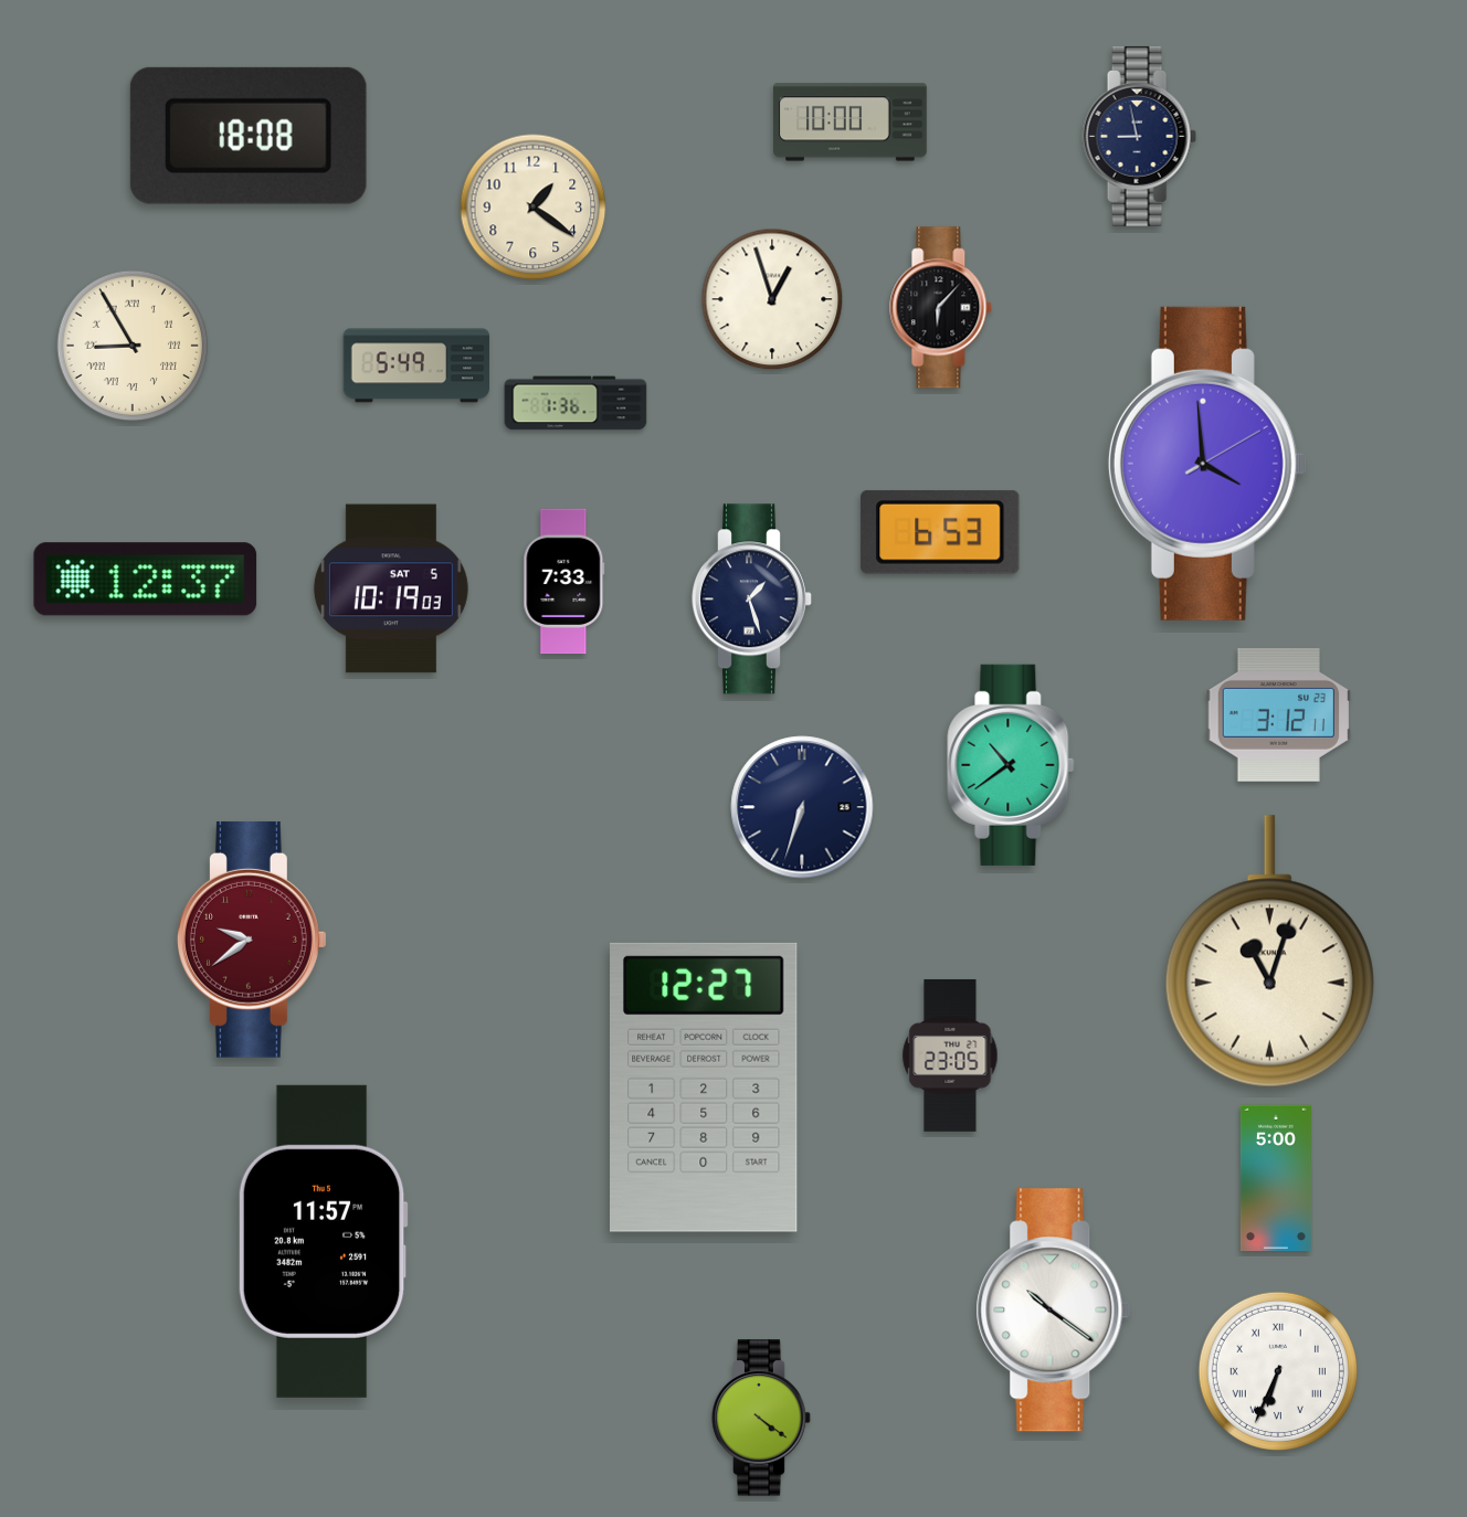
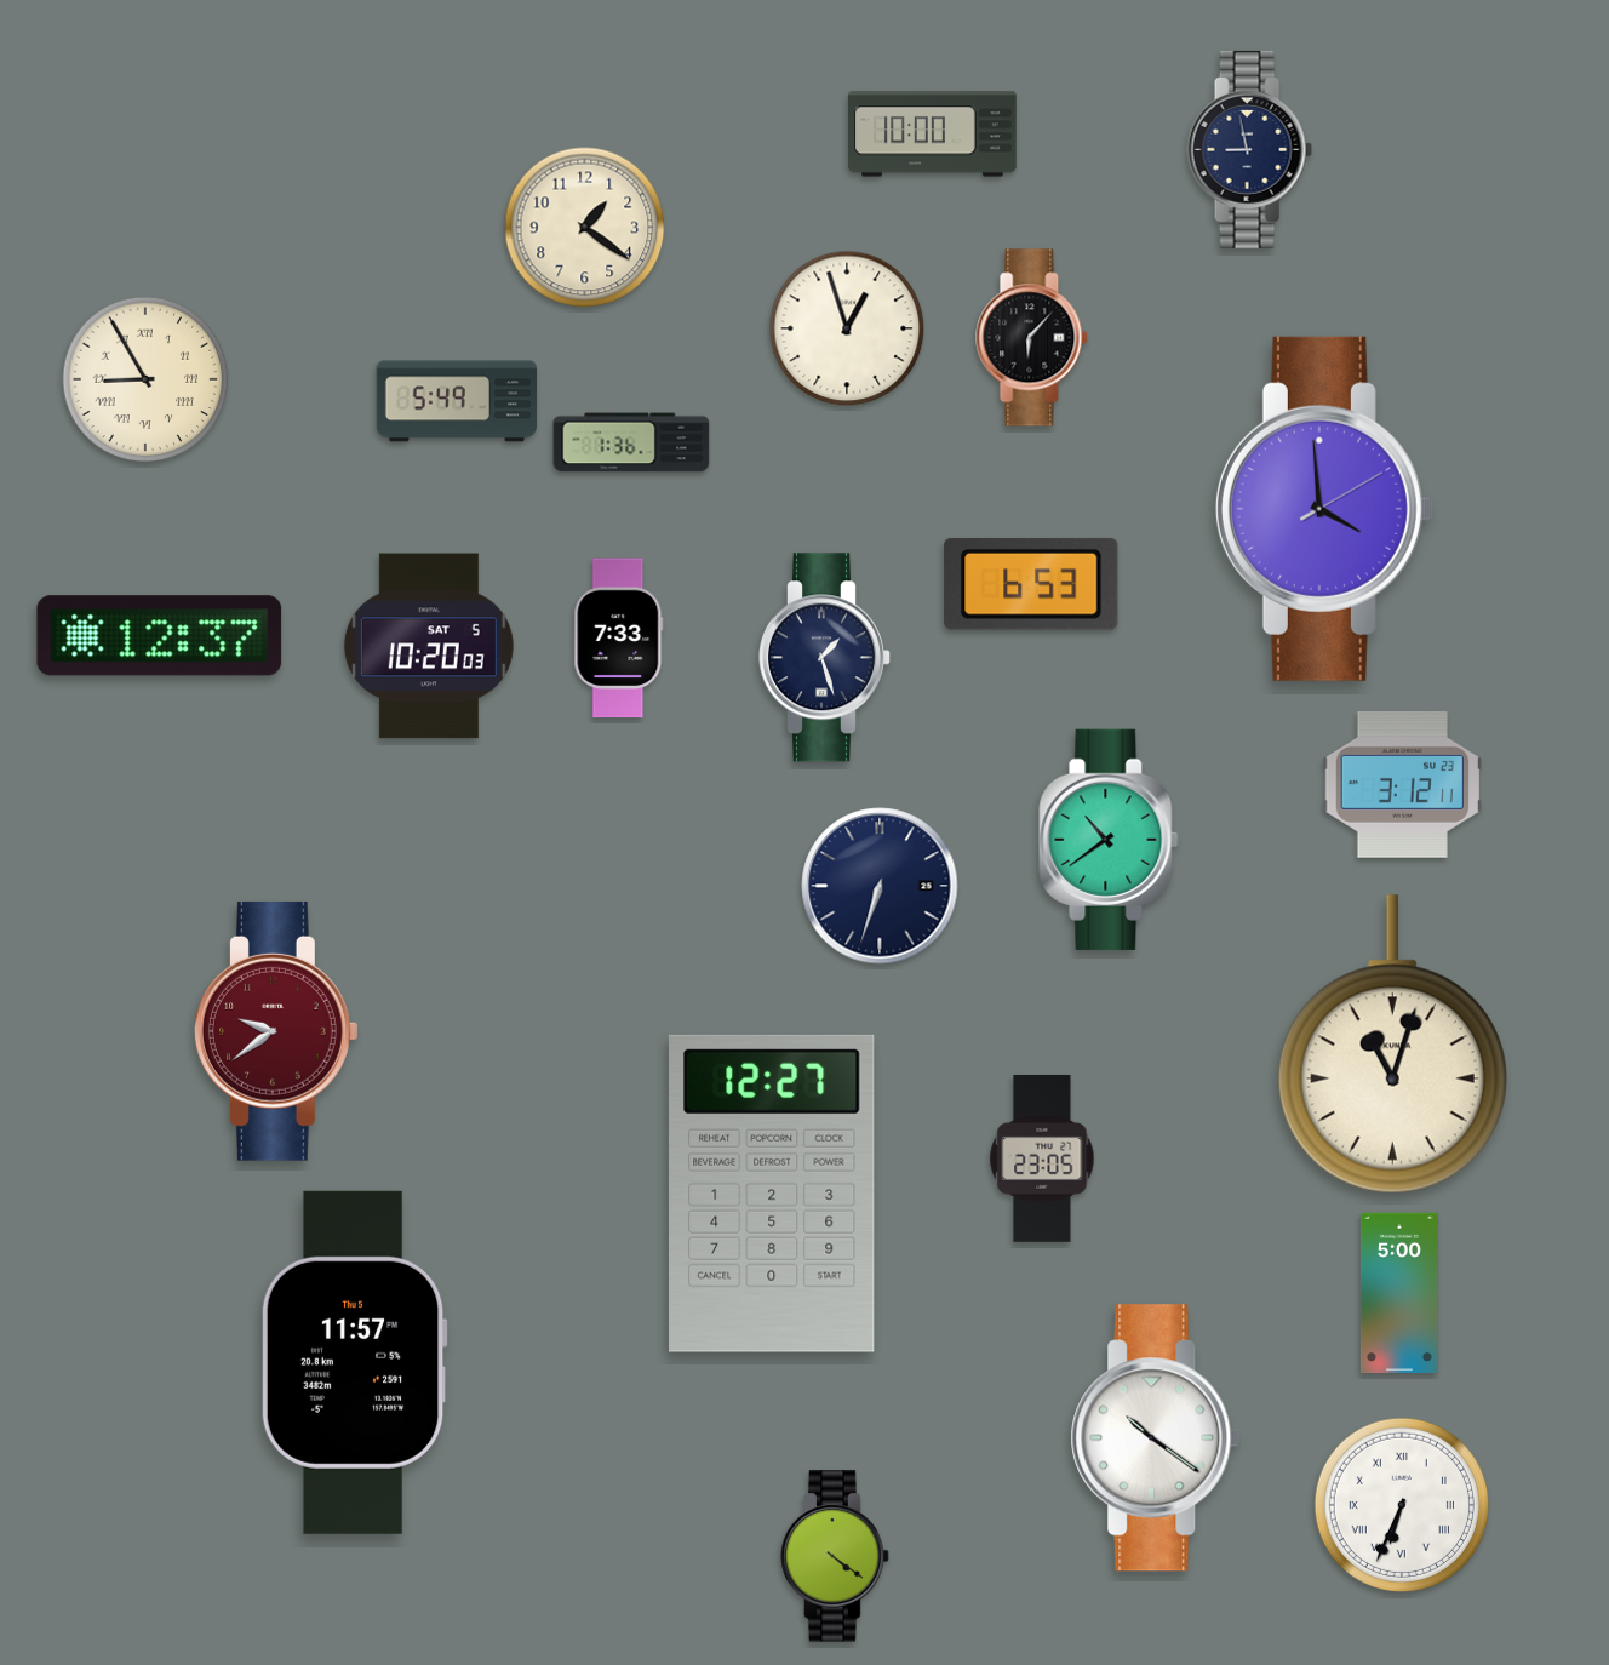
clock at (249, 136): 18:08 -> none
clock at (391, 588): 10:19 -> 10:20
